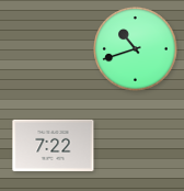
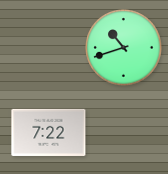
clock at (136, 49) position: (136, 49) -> (124, 48)
